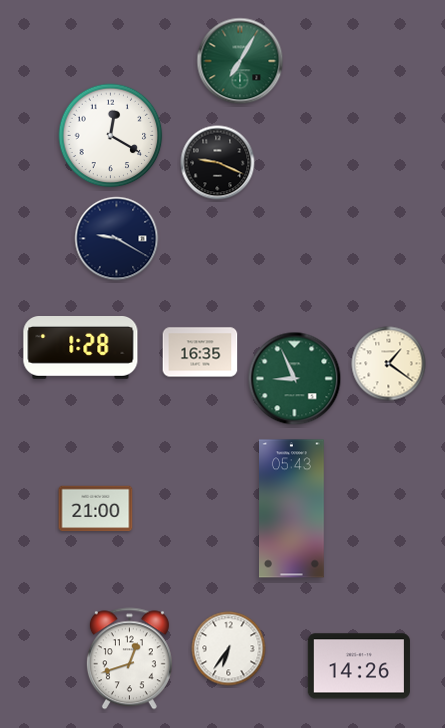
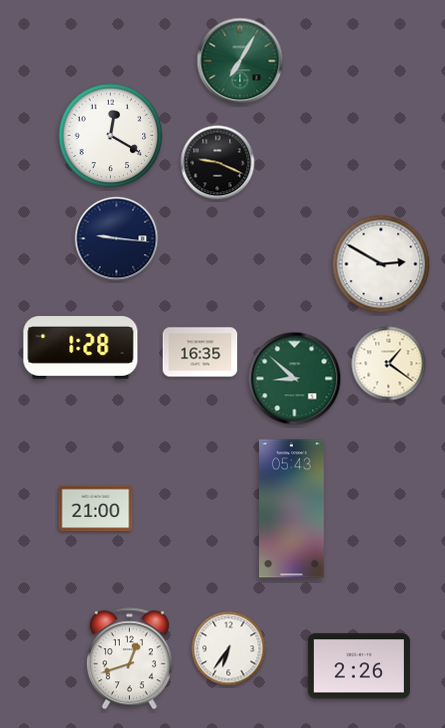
clock at (117, 239): 9:20 -> 9:16
clock at (381, 264): none -> 2:50
clock at (295, 379): 8:56 -> 8:52
clock at (359, 666): 14:26 -> 2:26
